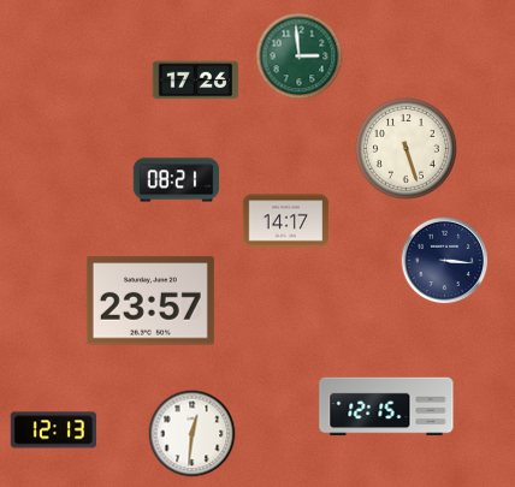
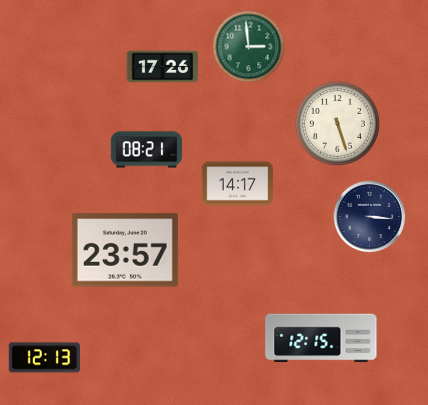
clock at (193, 434): 12:31 -> none
